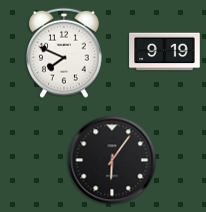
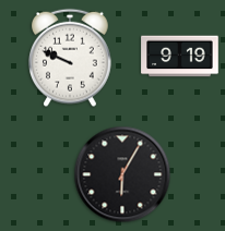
clock at (65, 53): 7:49 -> 9:49
clock at (112, 160): 6:06 -> 6:05
